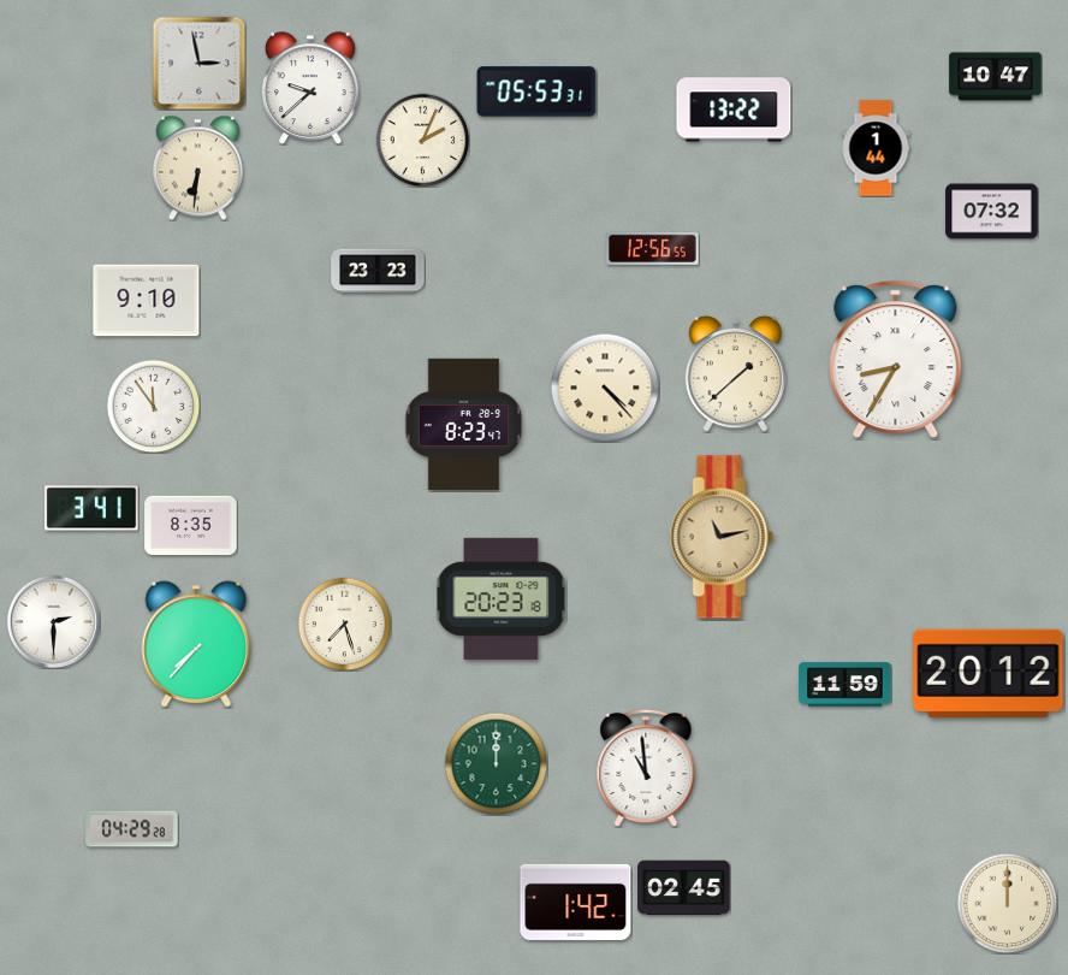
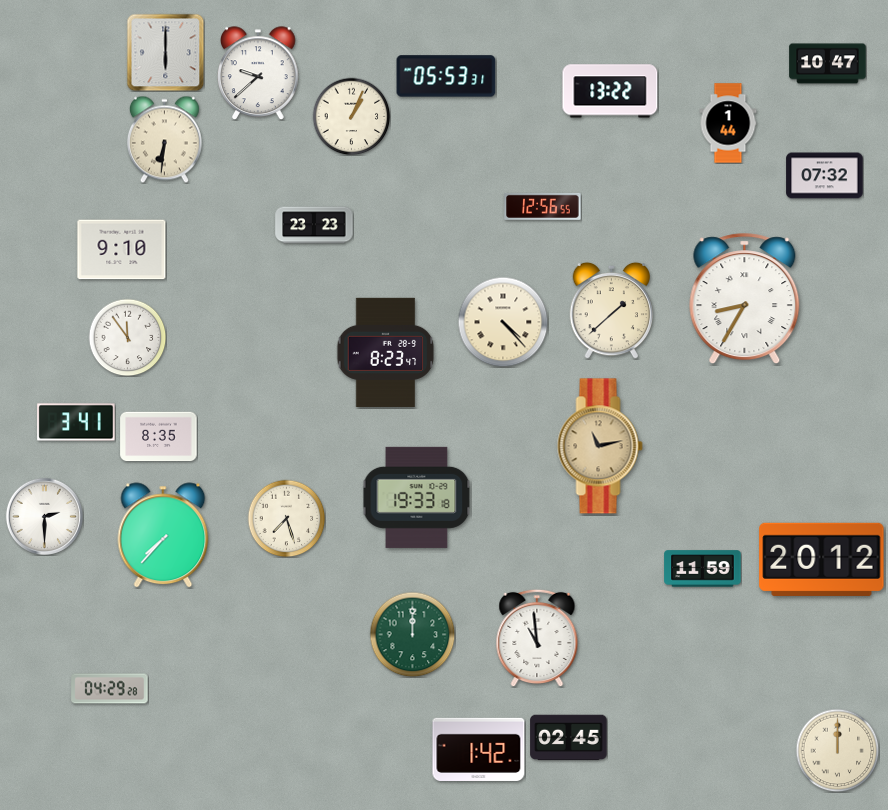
clock at (198, 63): 2:58 -> 6:00
clock at (422, 140): 2:04 -> 1:04
clock at (502, 598): 20:23 -> 19:33
